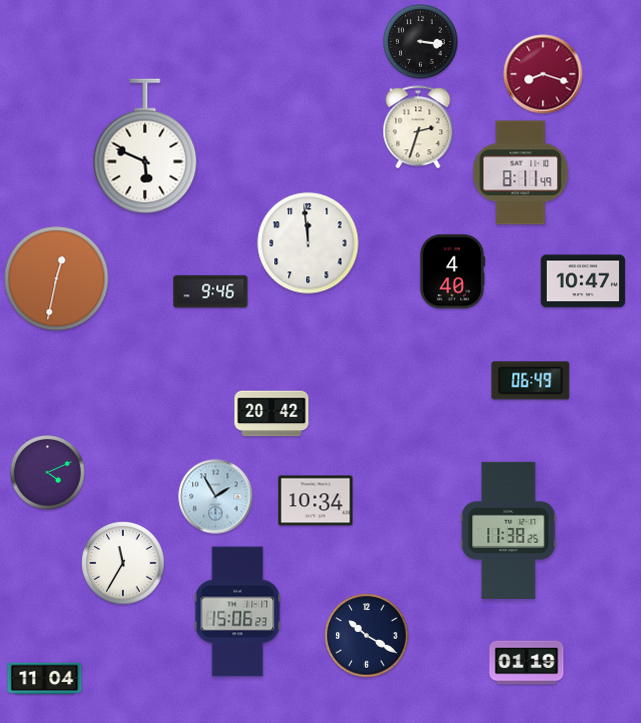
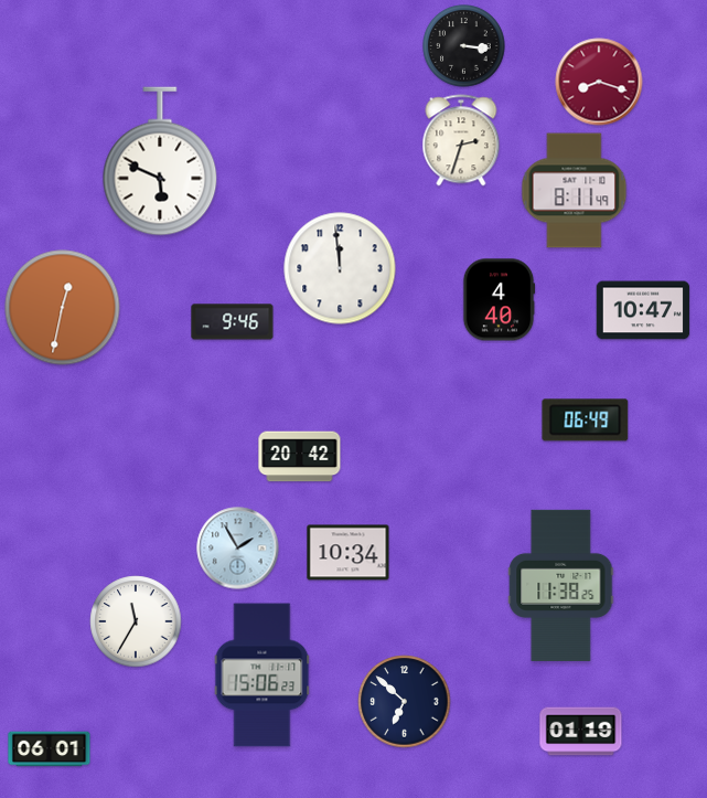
clock at (48, 473): 4:11 -> none
clock at (367, 636): 10:20 -> 6:52
clock at (45, 679): 11:04 -> 06:01
